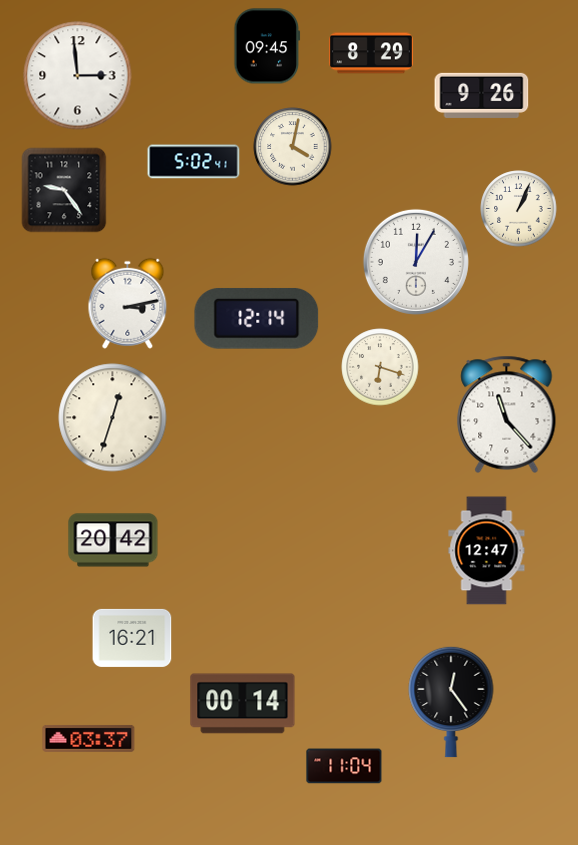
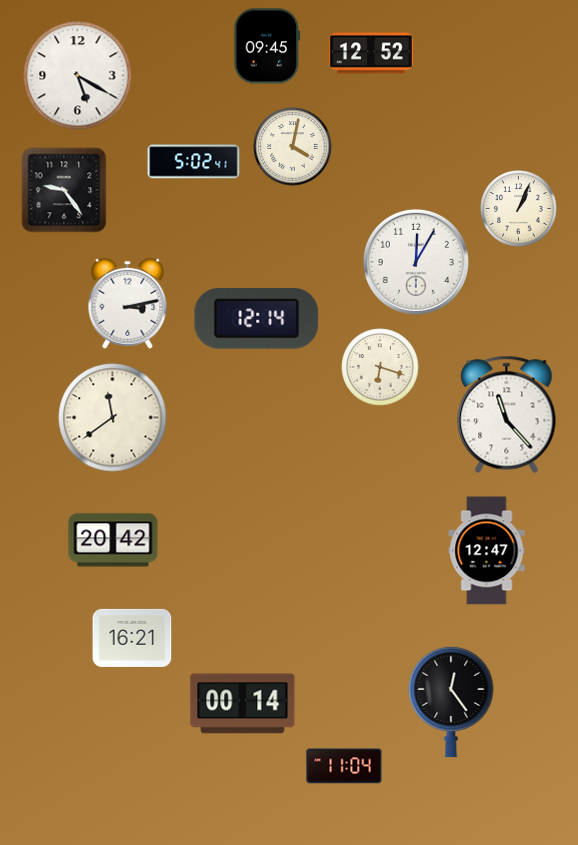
clock at (371, 53): 8:29 -> 12:52
clock at (78, 76): 2:59 -> 5:20
clock at (482, 95): 9:26 -> none
clock at (113, 418): 12:33 -> 11:39
clock at (89, 738): 03:37 -> none
